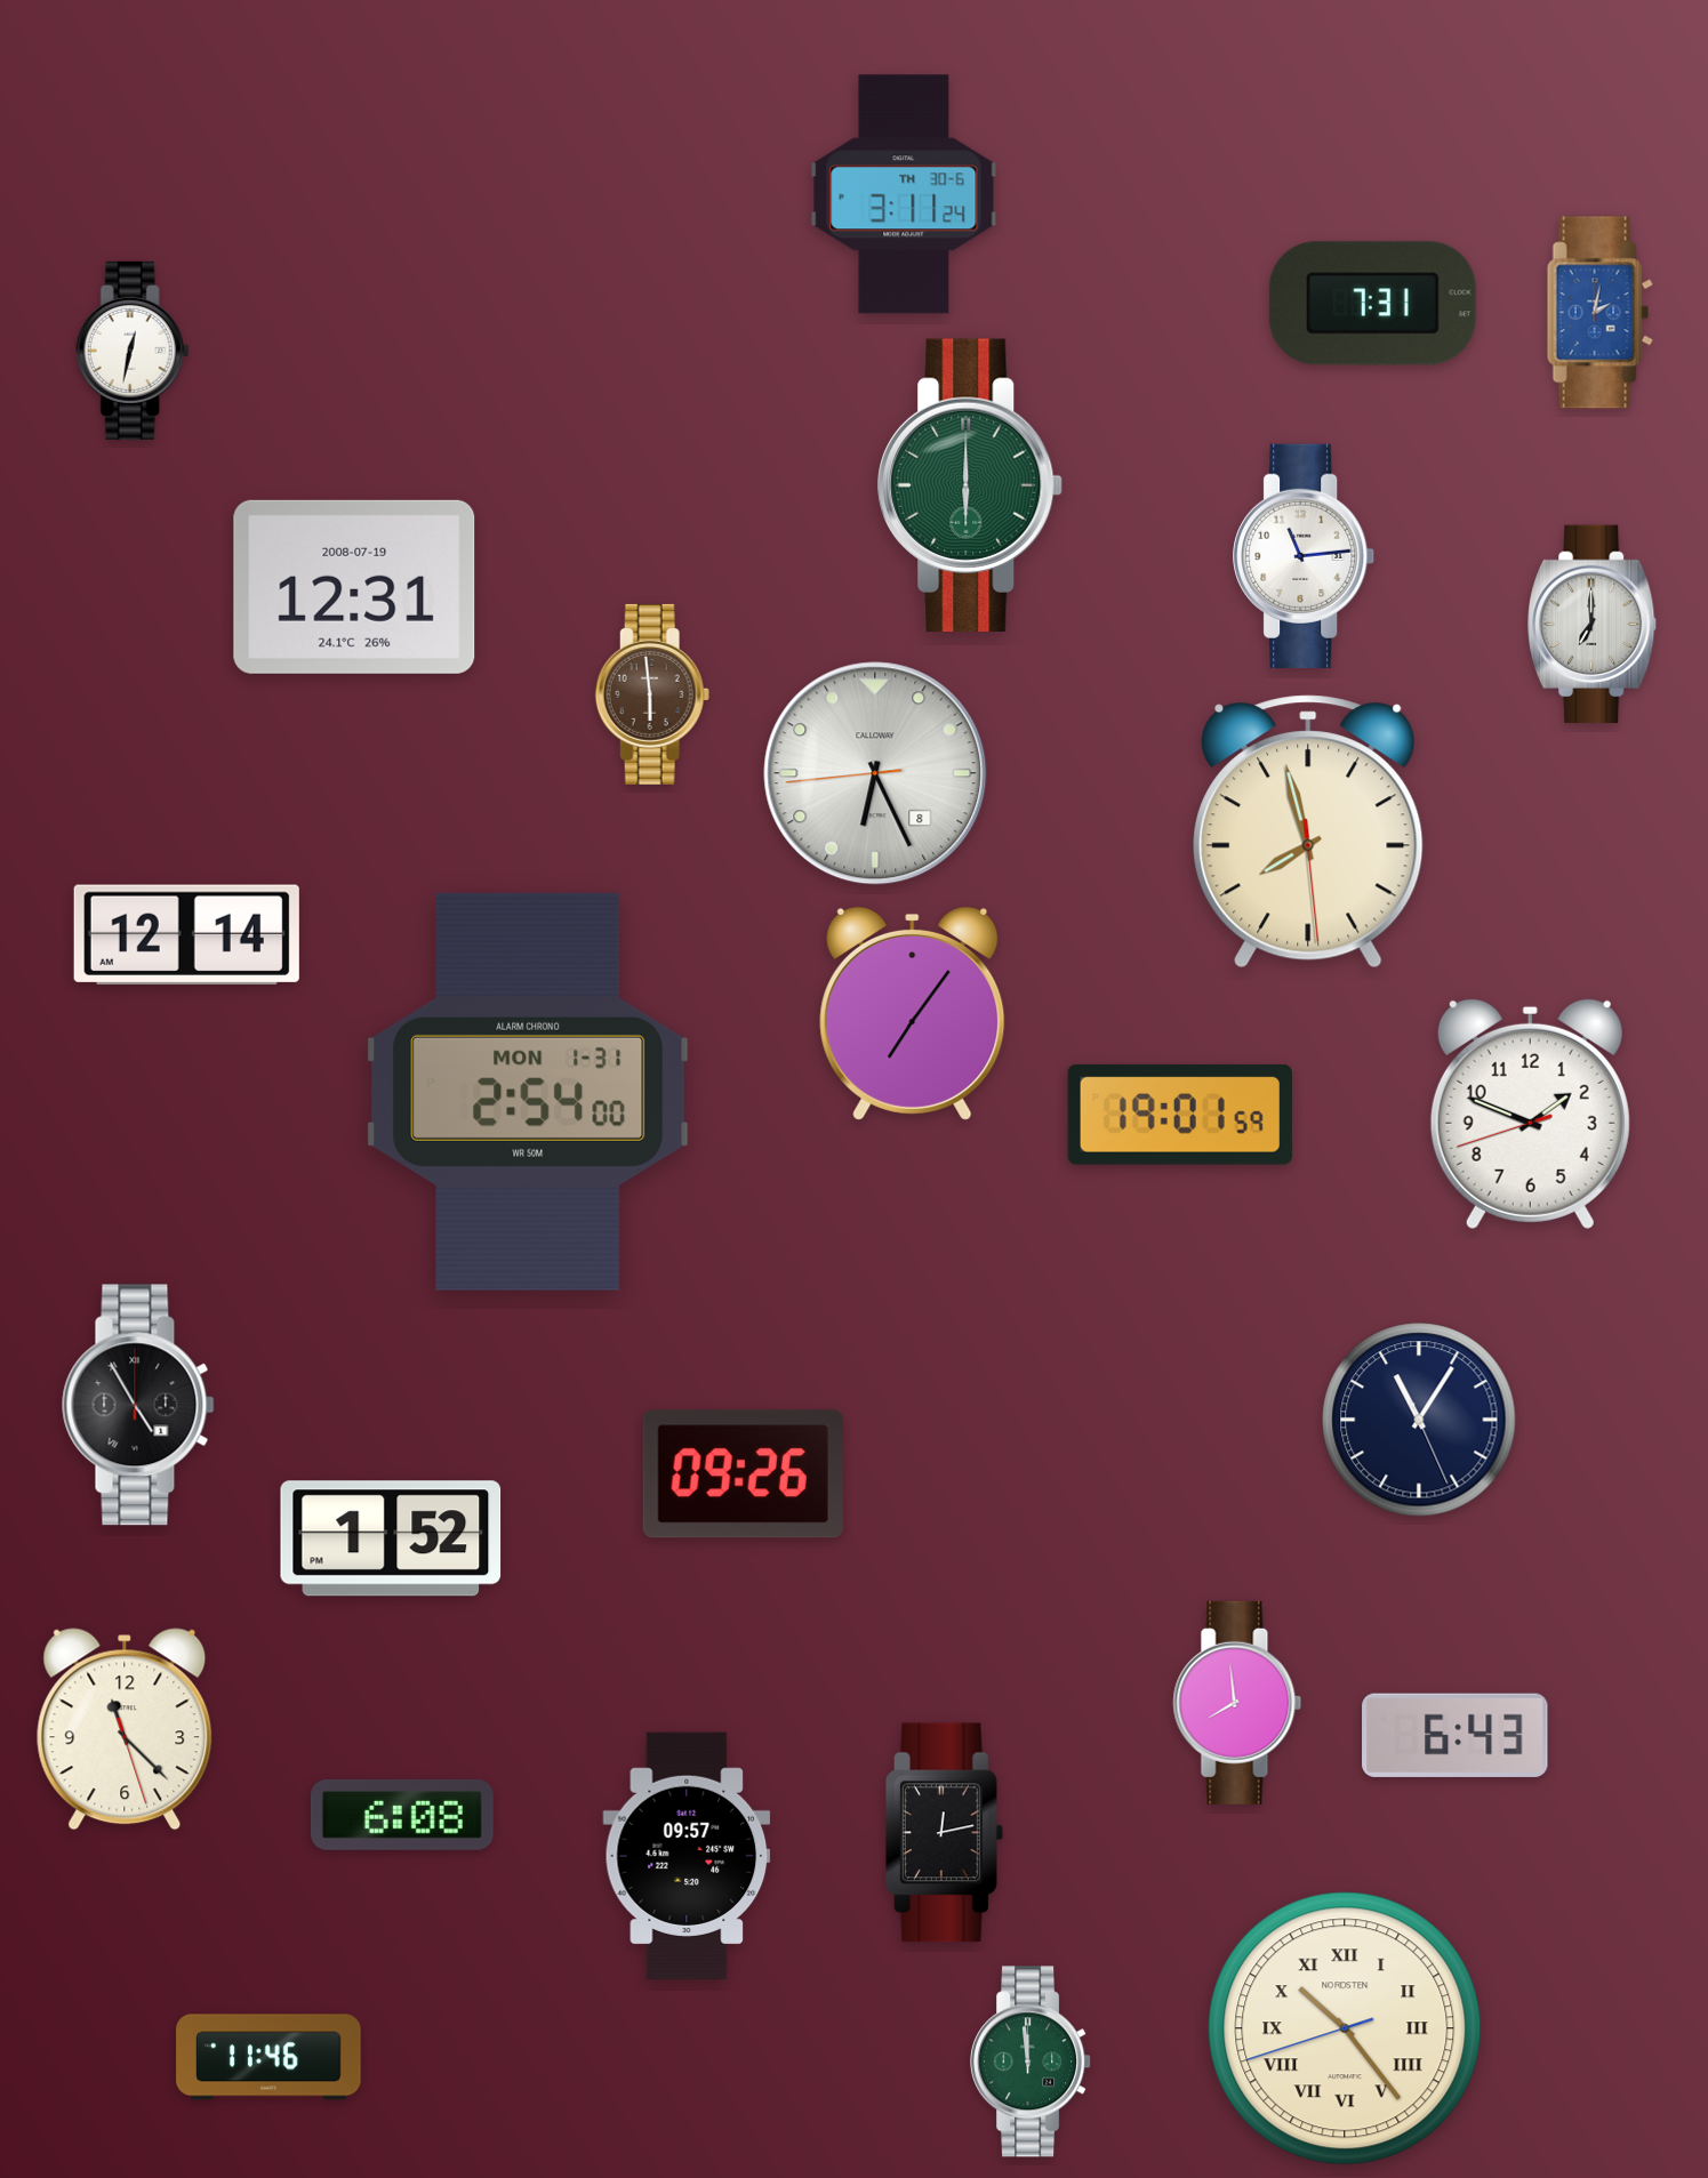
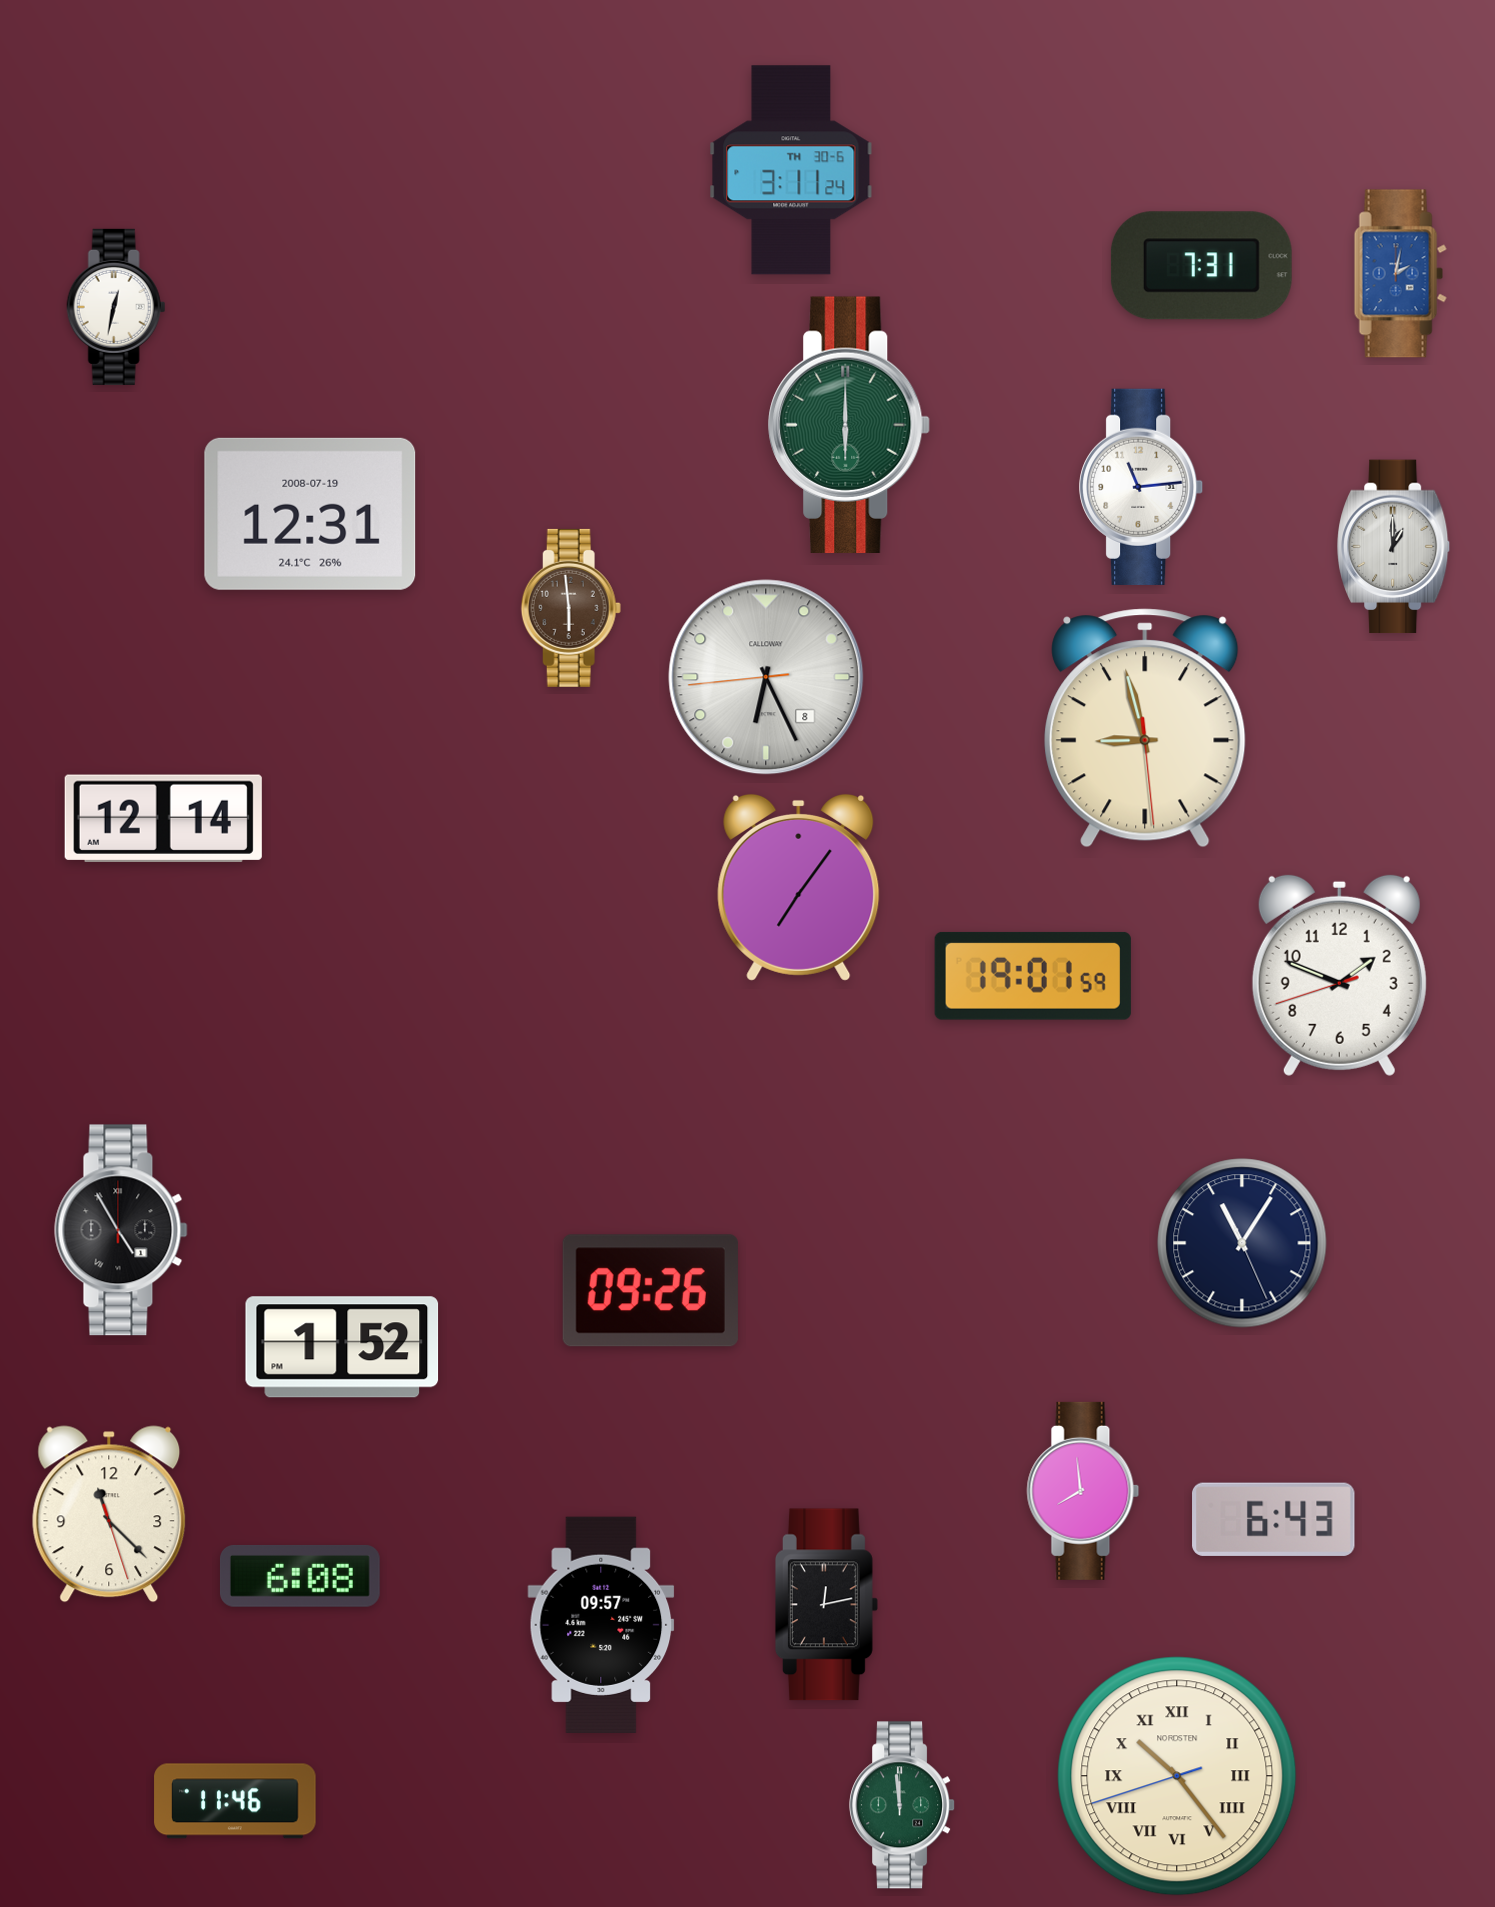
clock at (1594, 625): 7:00 -> 1:00
clock at (1308, 831): 7:57 -> 8:57
clock at (528, 1092): 2:54 -> none
clock at (402, 1815) position: (402, 1815) -> (300, 1576)
